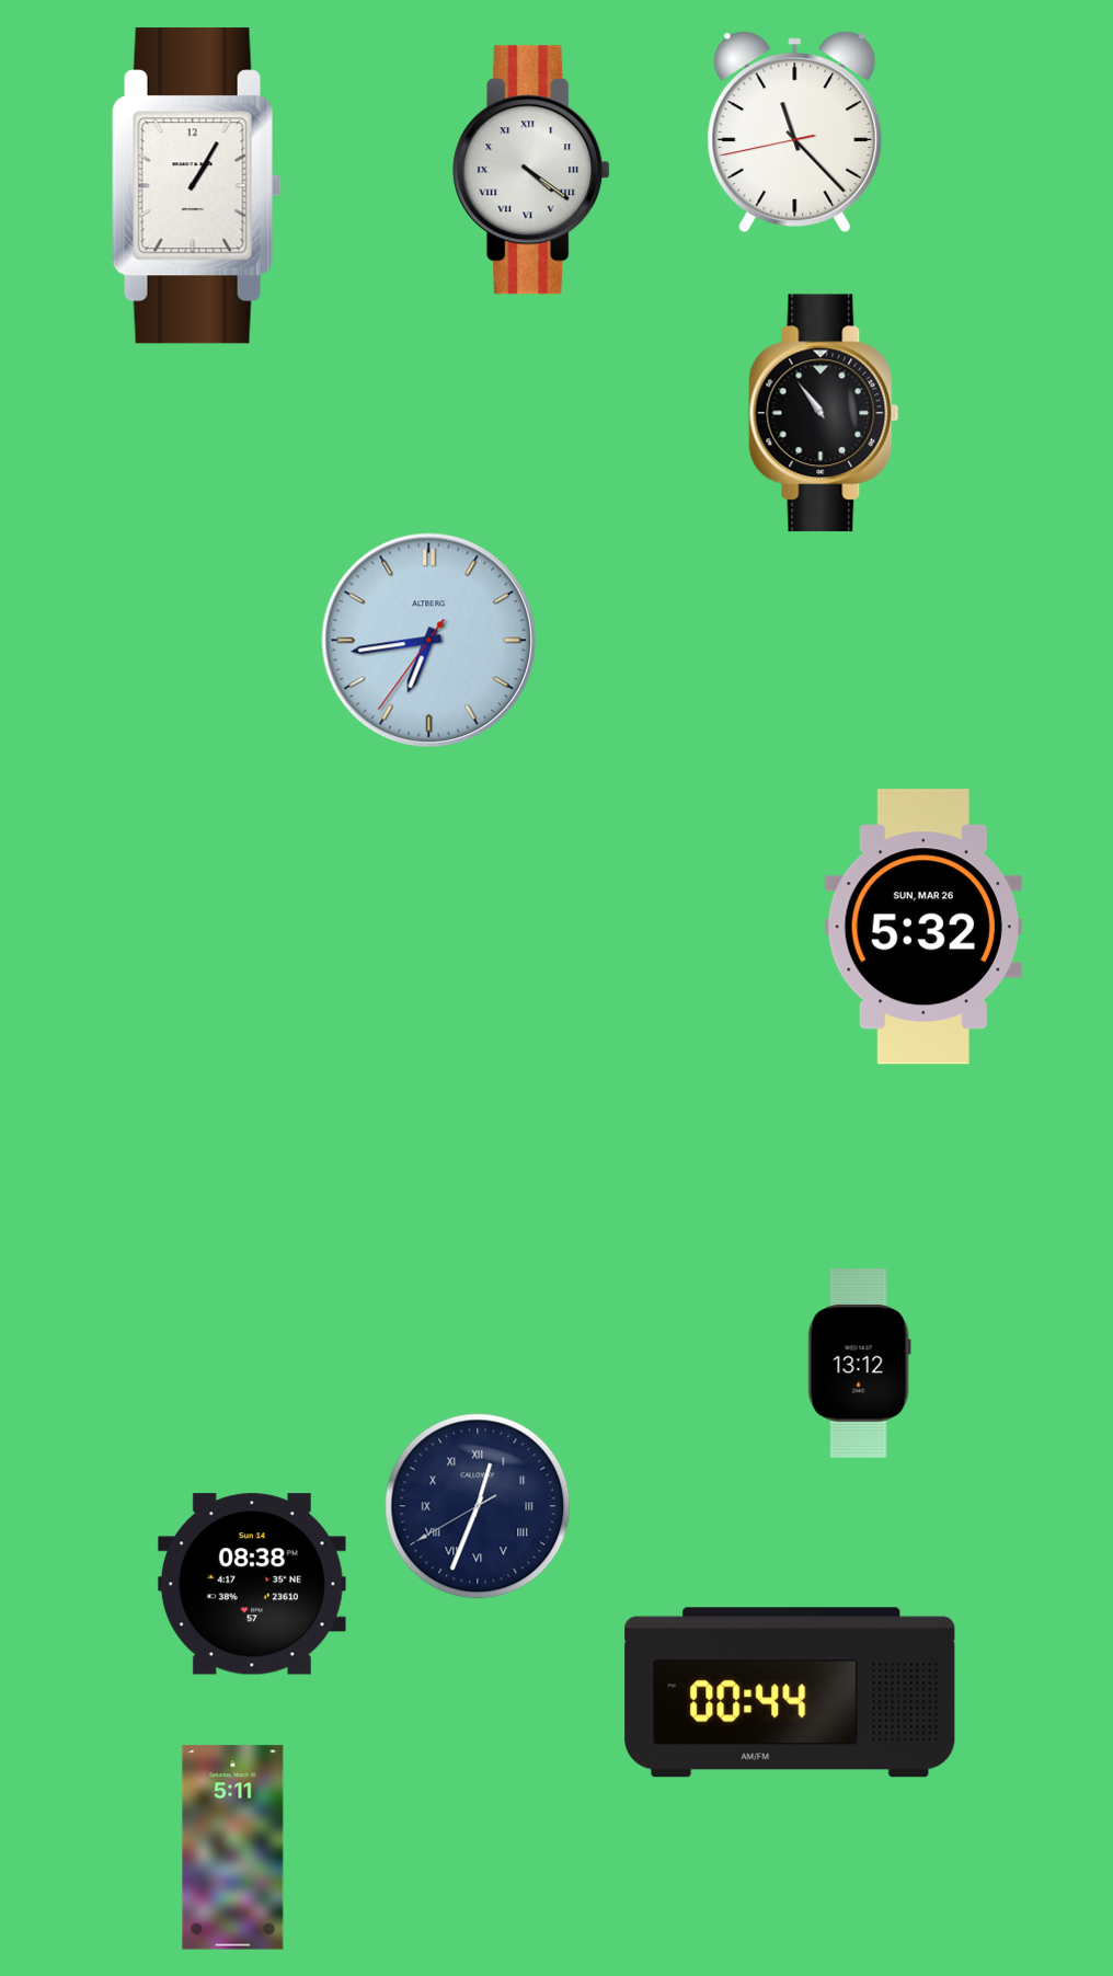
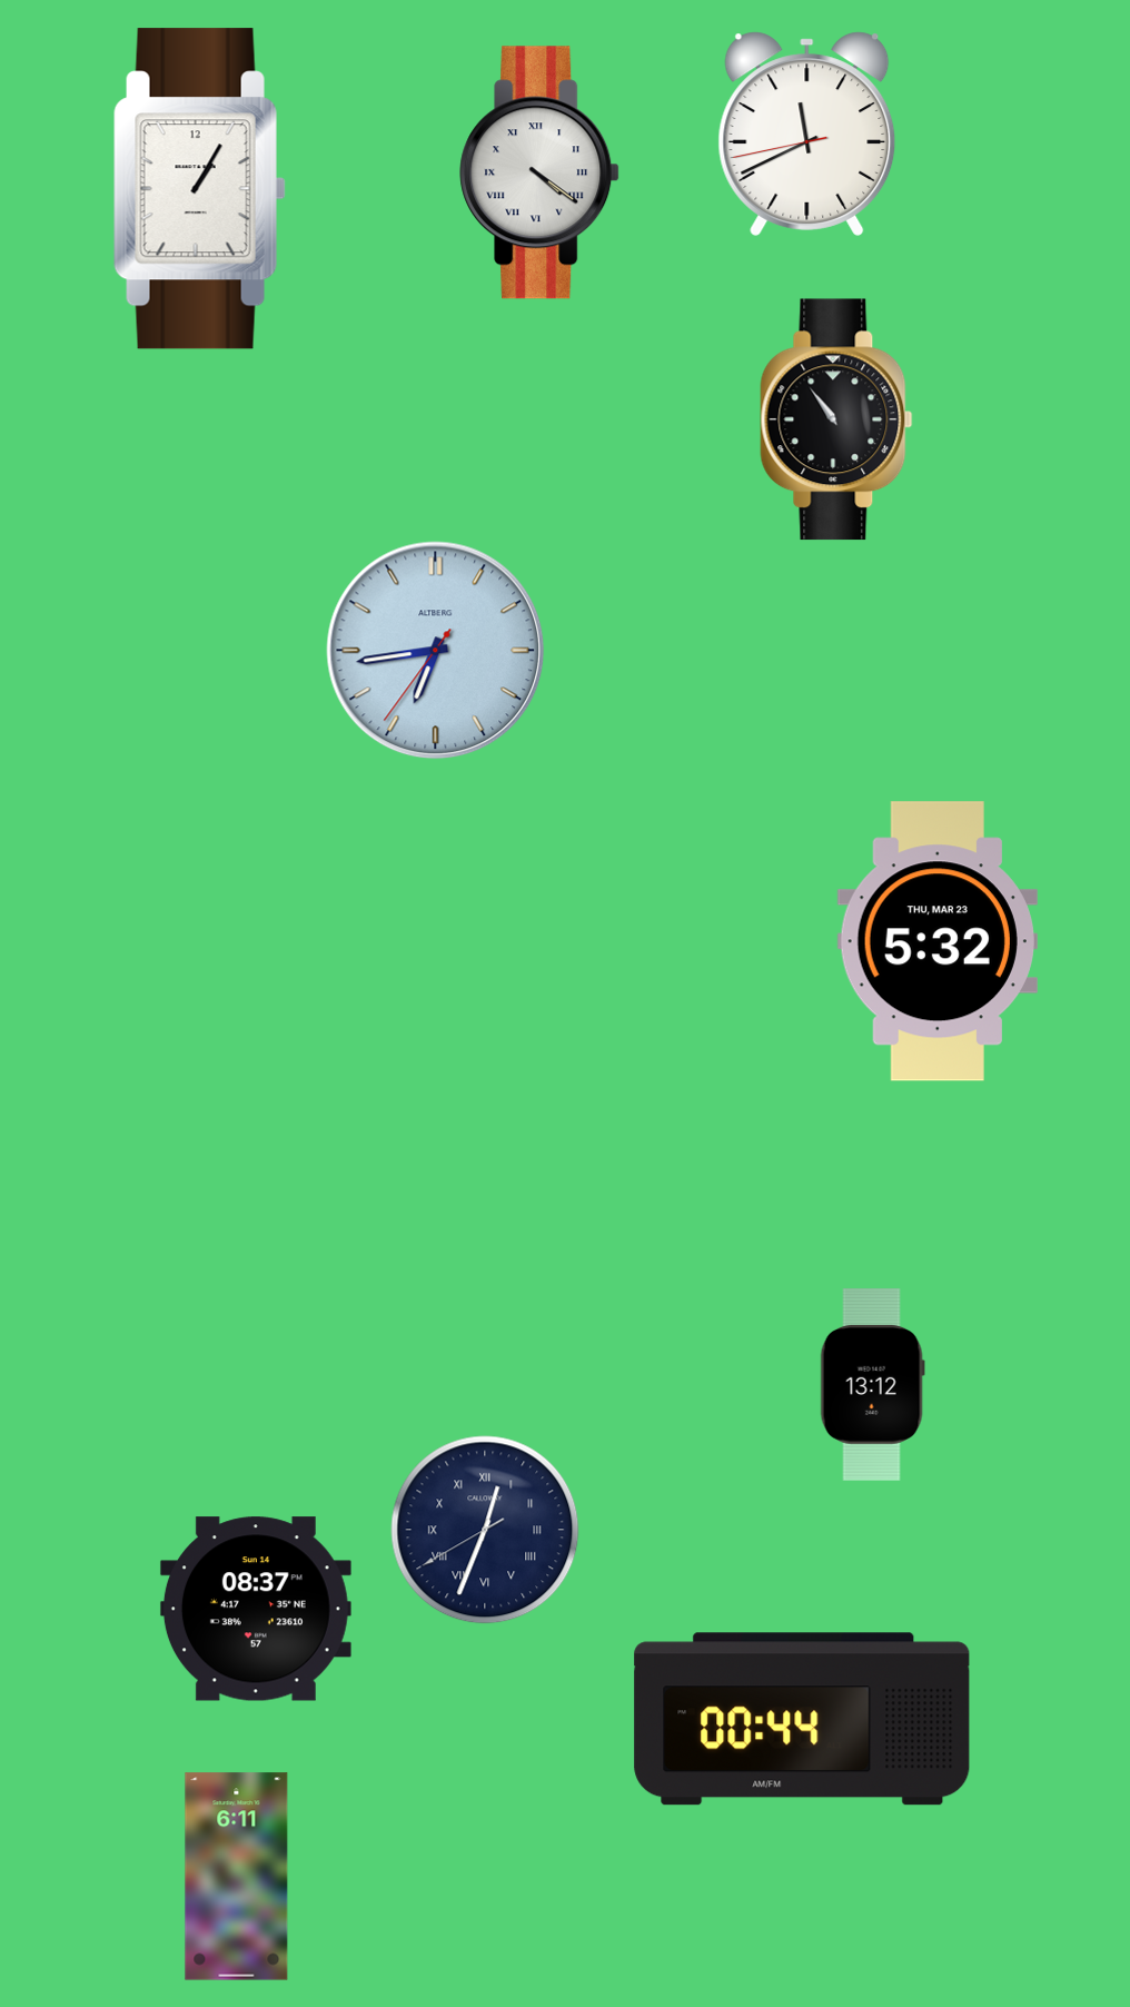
clock at (795, 131): 11:22 -> 11:40
clock at (923, 927) date: SUN, MAR 26 -> THU, MAR 23
clock at (252, 1584): 08:38 -> 08:37
clock at (233, 1848): 5:11 -> 6:11
